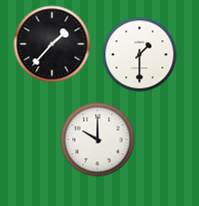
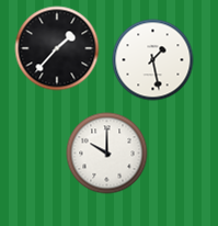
clock at (140, 55): 1:30 -> 1:28
